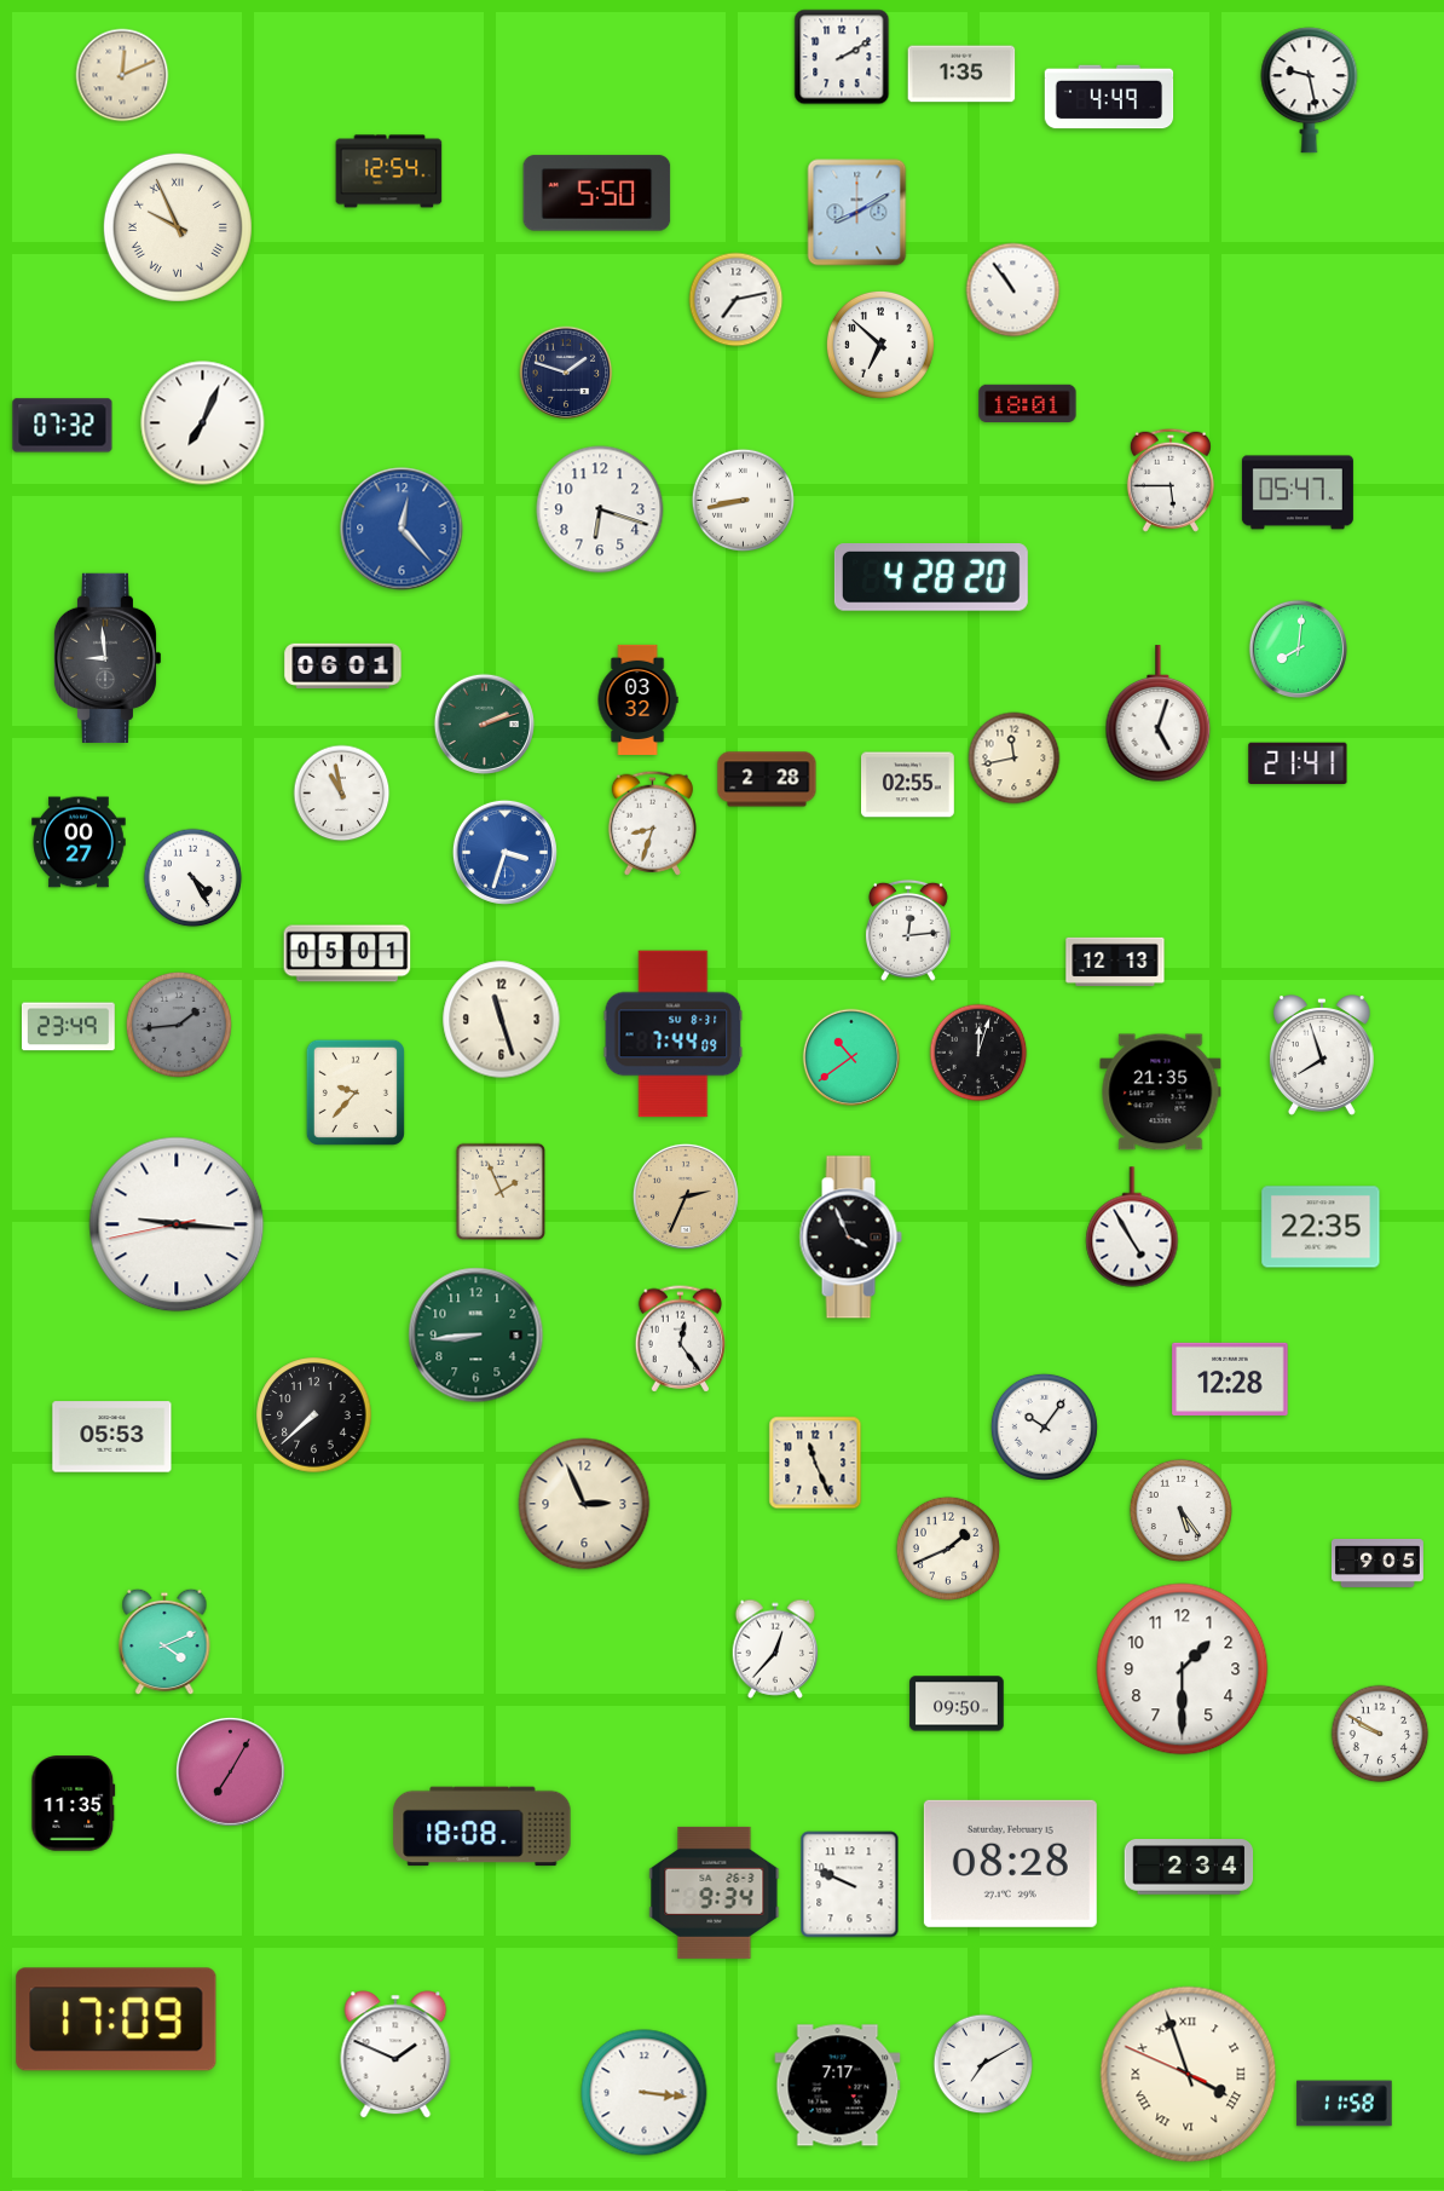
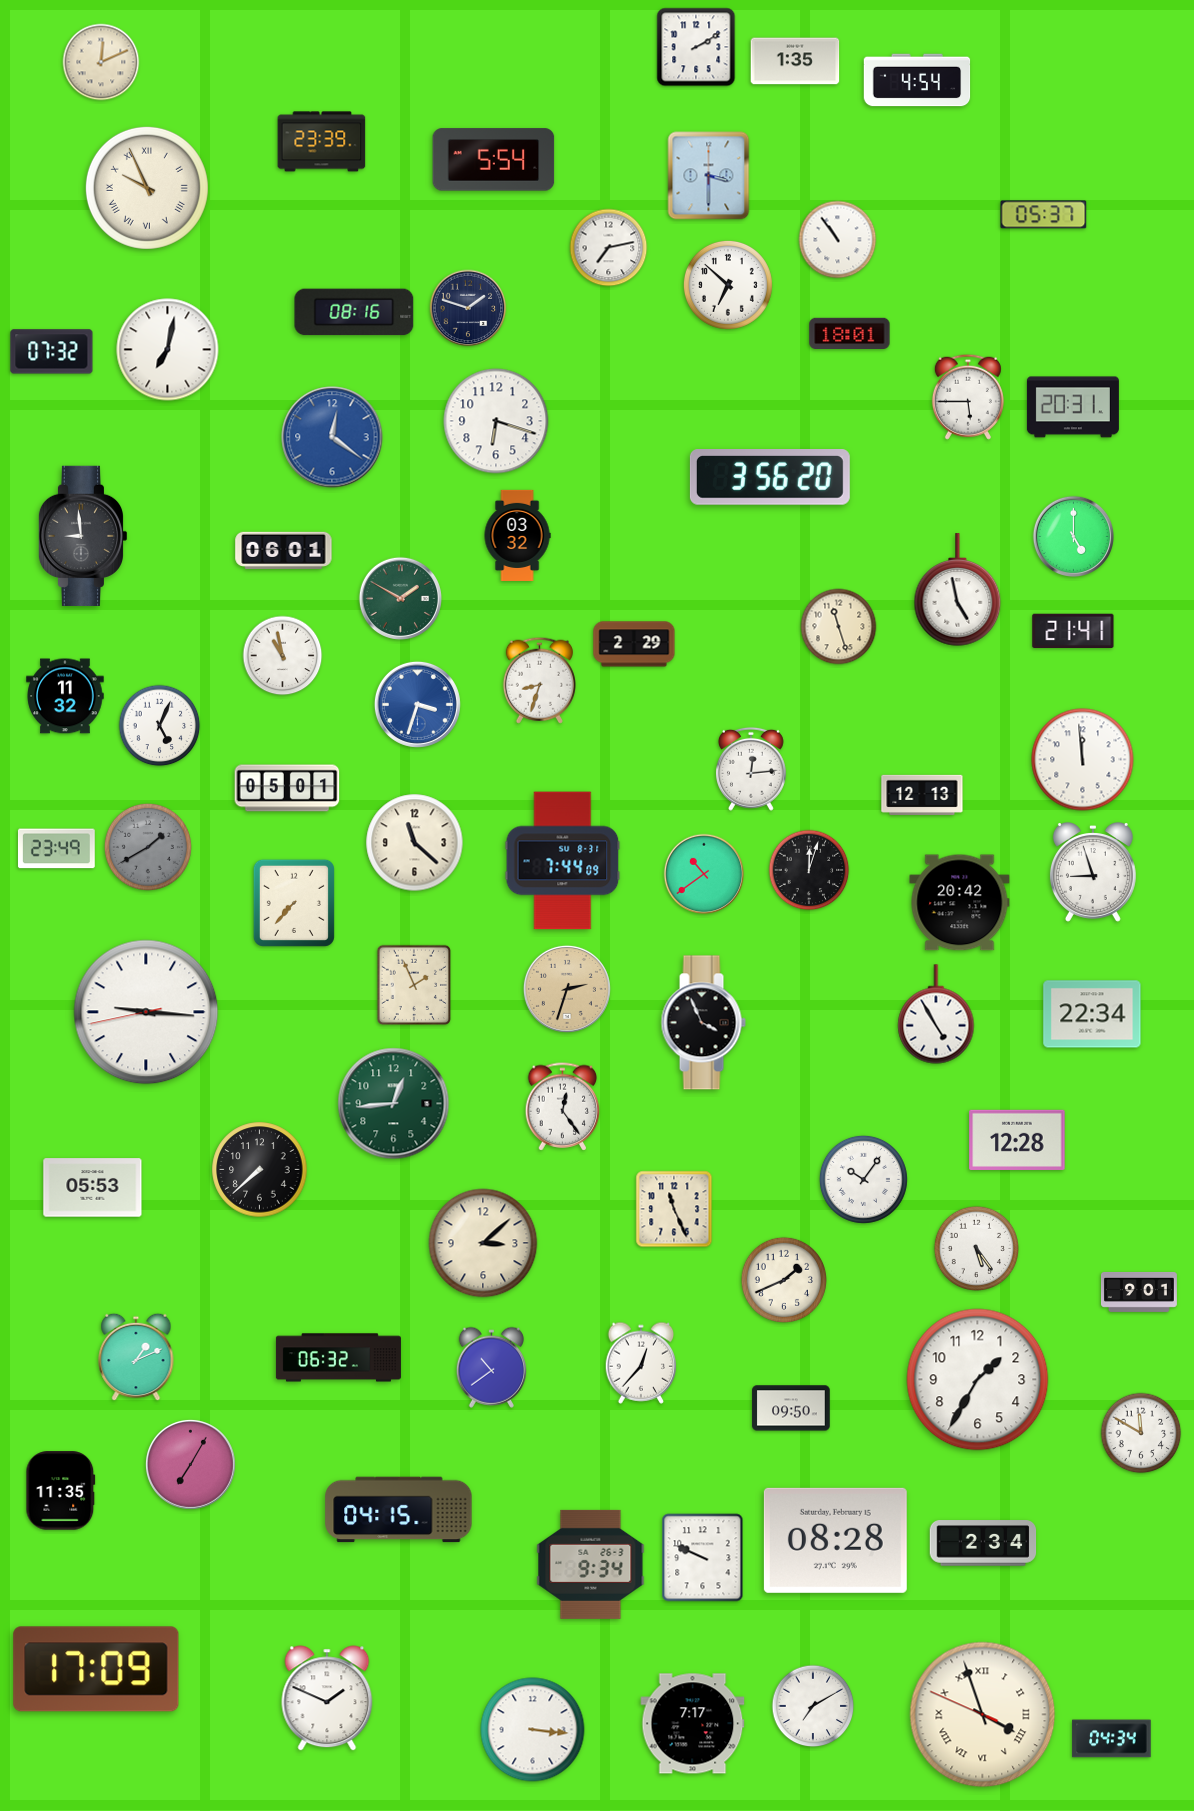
clock at (1310, 91): 9:28 -> none
clock at (1109, 97): 4:49 -> 4:54
clock at (389, 172): 12:54 -> 23:39
clock at (597, 194): 5:50 -> 5:54
clock at (857, 213): 8:10 -> 3:30
clock at (1044, 215): none -> 05:37
clock at (354, 312): none -> 08:16
clock at (203, 423): 7:04 -> 7:02
clock at (1298, 492): 05:47 -> 20:31
clock at (743, 500): 8:43 -> none
clock at (402, 529): 12:23 -> 12:21
clock at (931, 578): 4:28 -> 3:56
clock at (1298, 648): 8:01 -> 5:00
clock at (108, 658) position: (108, 658) -> (83, 536)
clock at (637, 699) position: (637, 699) -> (517, 535)
clock at (1159, 714): 5:03 -> 4:58
clock at (484, 723): 2:12 -> 1:50
clock at (1015, 759): 11:43 -> 11:27
clock at (767, 779): 2:28 -> 2:29
clock at (908, 785): 02:55 -> none
clock at (79, 842): 00:27 -> 11:32
clock at (194, 878): 4:25 -> 5:04
clock at (1083, 760): none -> 11:59
clock at (502, 1020): 11:27 -> 11:22
clock at (179, 1025): 1:44 -> 1:40
clock at (674, 1034) position: (674, 1034) -> (563, 861)
clock at (1322, 1056): 7:57 -> 8:57
clock at (356, 1092): 9:37 -> 7:37
clock at (1161, 1092): 21:35 -> 20:42
clock at (686, 1197): 2:34 -> 2:33
clock at (1321, 1227): 22:35 -> 22:34
clock at (476, 1336): 8:44 -> 12:44
clock at (584, 1504): 2:56 -> 3:08
clock at (1377, 1563): 9:05 -> 9:01
clock at (164, 1642): 4:11 -> 1:11
clock at (338, 1358): none -> 06:32
clock at (491, 1367): none -> 10:39
clock at (1183, 1670): 1:30 -> 1:35
clock at (1380, 1734): 9:50 -> 11:50
clock at (483, 1827): 18:08 -> 04:15
clock at (1345, 2104): 11:58 -> 04:34
